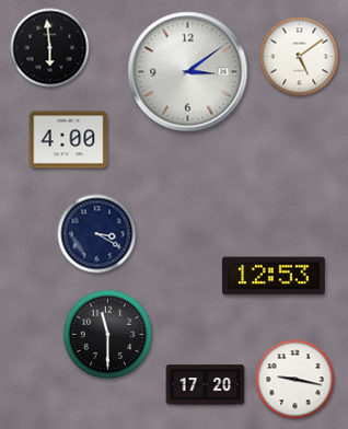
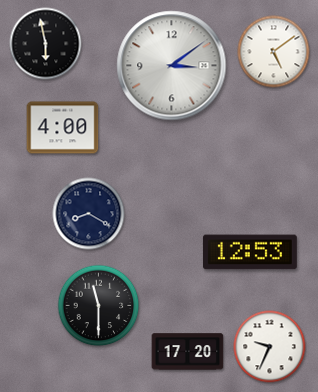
clock at (50, 48): 5:59 -> 5:58
clock at (97, 234): 3:20 -> 8:20
clock at (295, 380): 9:17 -> 9:34
